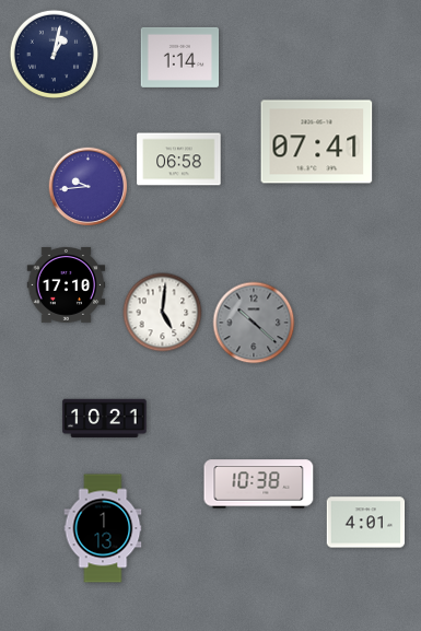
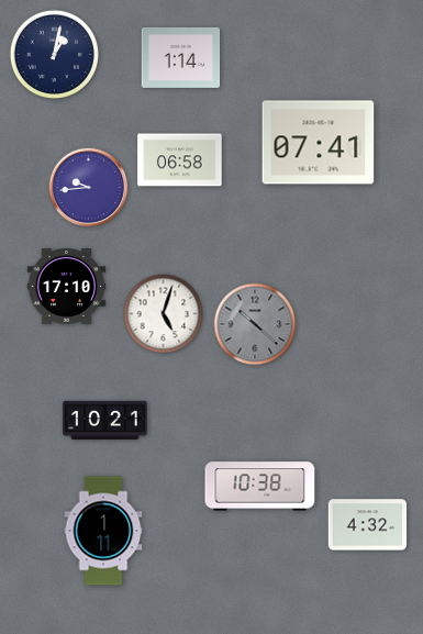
clock at (163, 313): 5:01 -> 5:03
clock at (366, 523): 4:01 -> 4:32
clock at (103, 528): 1:13 -> 1:11
